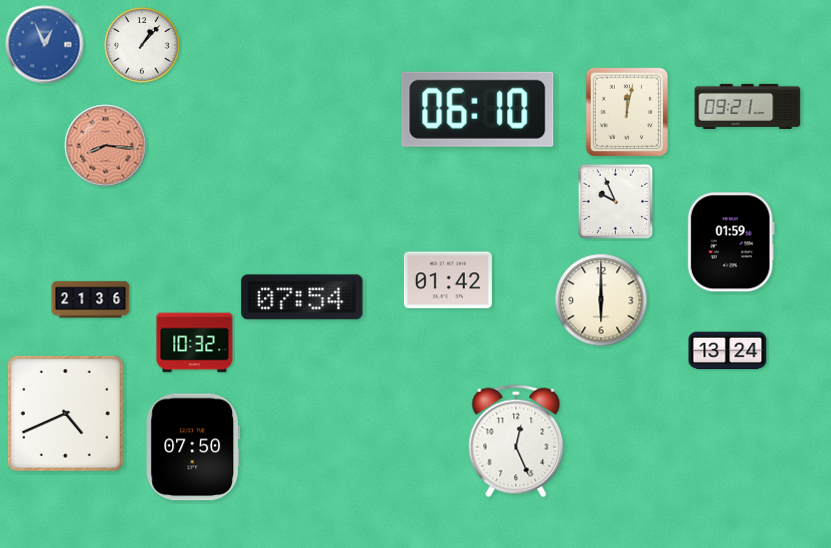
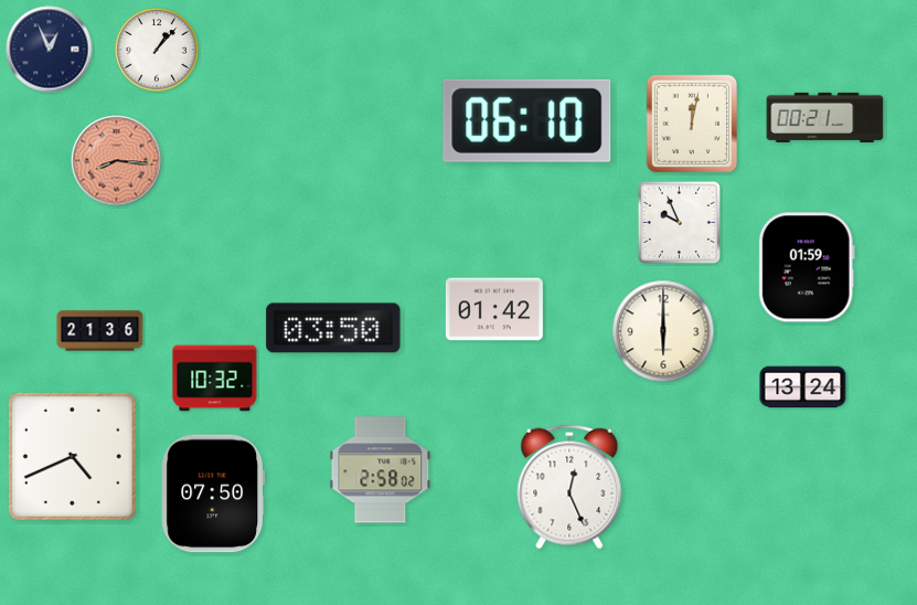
clock at (45, 45) dial: blue -> navy
clock at (748, 106): 09:21 -> 00:21
clock at (302, 297): 07:54 -> 03:50
clock at (381, 470): none -> 2:58
